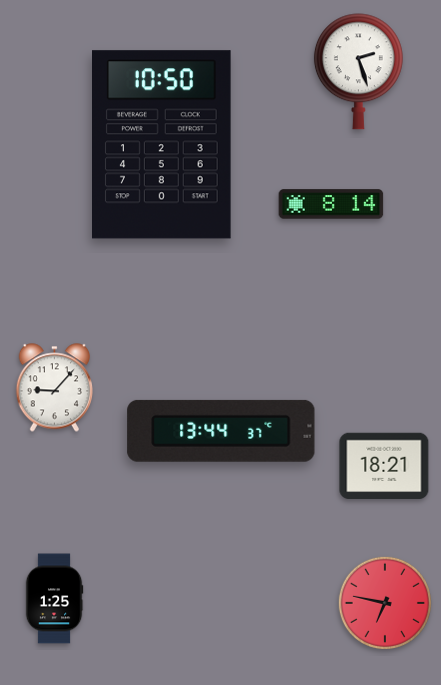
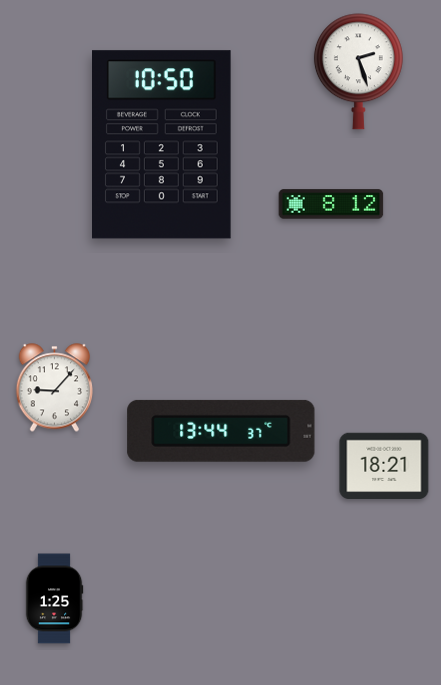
clock at (331, 204): 8:14 -> 8:12
clock at (385, 603): 6:47 -> none
